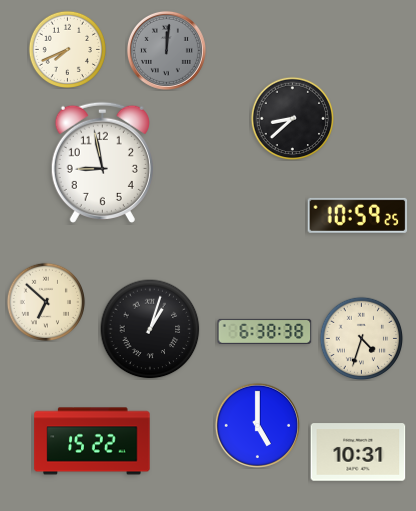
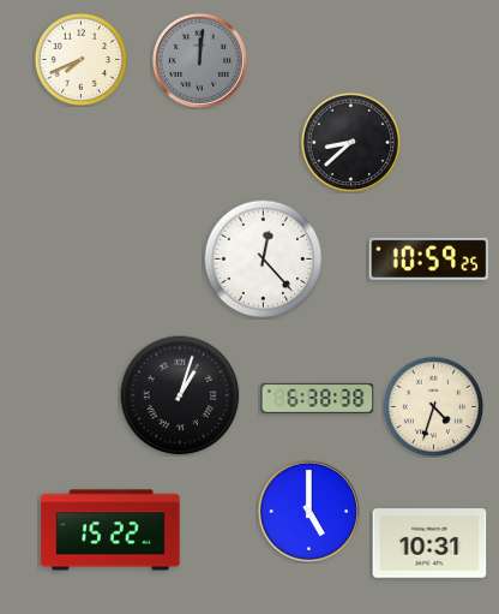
clock at (102, 162): 8:58 -> none
clock at (264, 260): none -> 12:23
clock at (45, 301): 6:52 -> none
